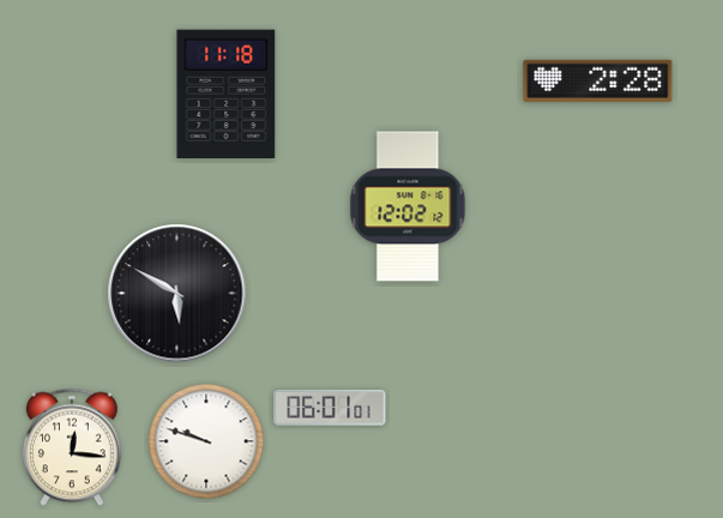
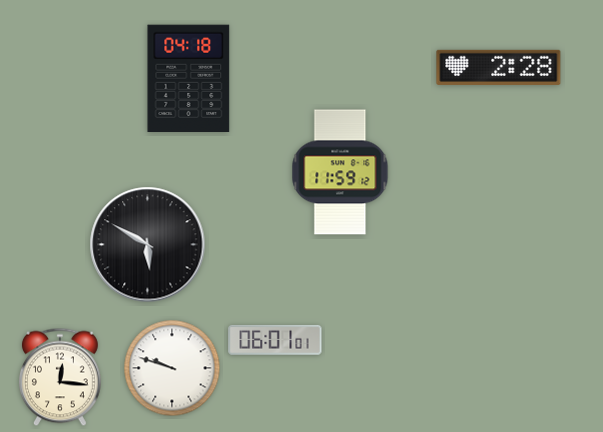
clock at (227, 95): 11:18 -> 04:18
clock at (408, 206): 12:02 -> 11:59
clock at (72, 447) position: (72, 447) -> (60, 377)
